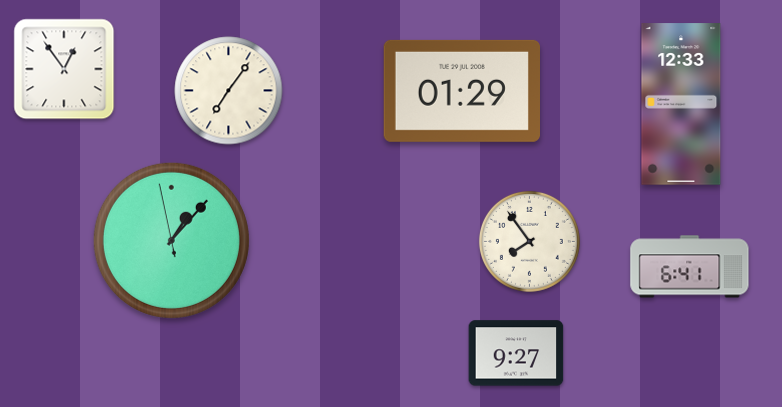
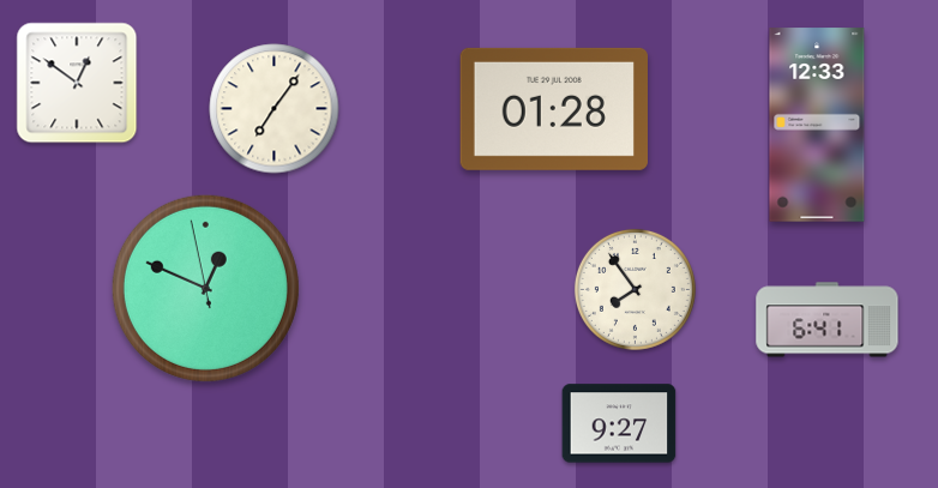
clock at (64, 69): 12:54 -> 12:51
clock at (461, 91): 01:29 -> 01:28
clock at (171, 240): 1:06 -> 12:48
